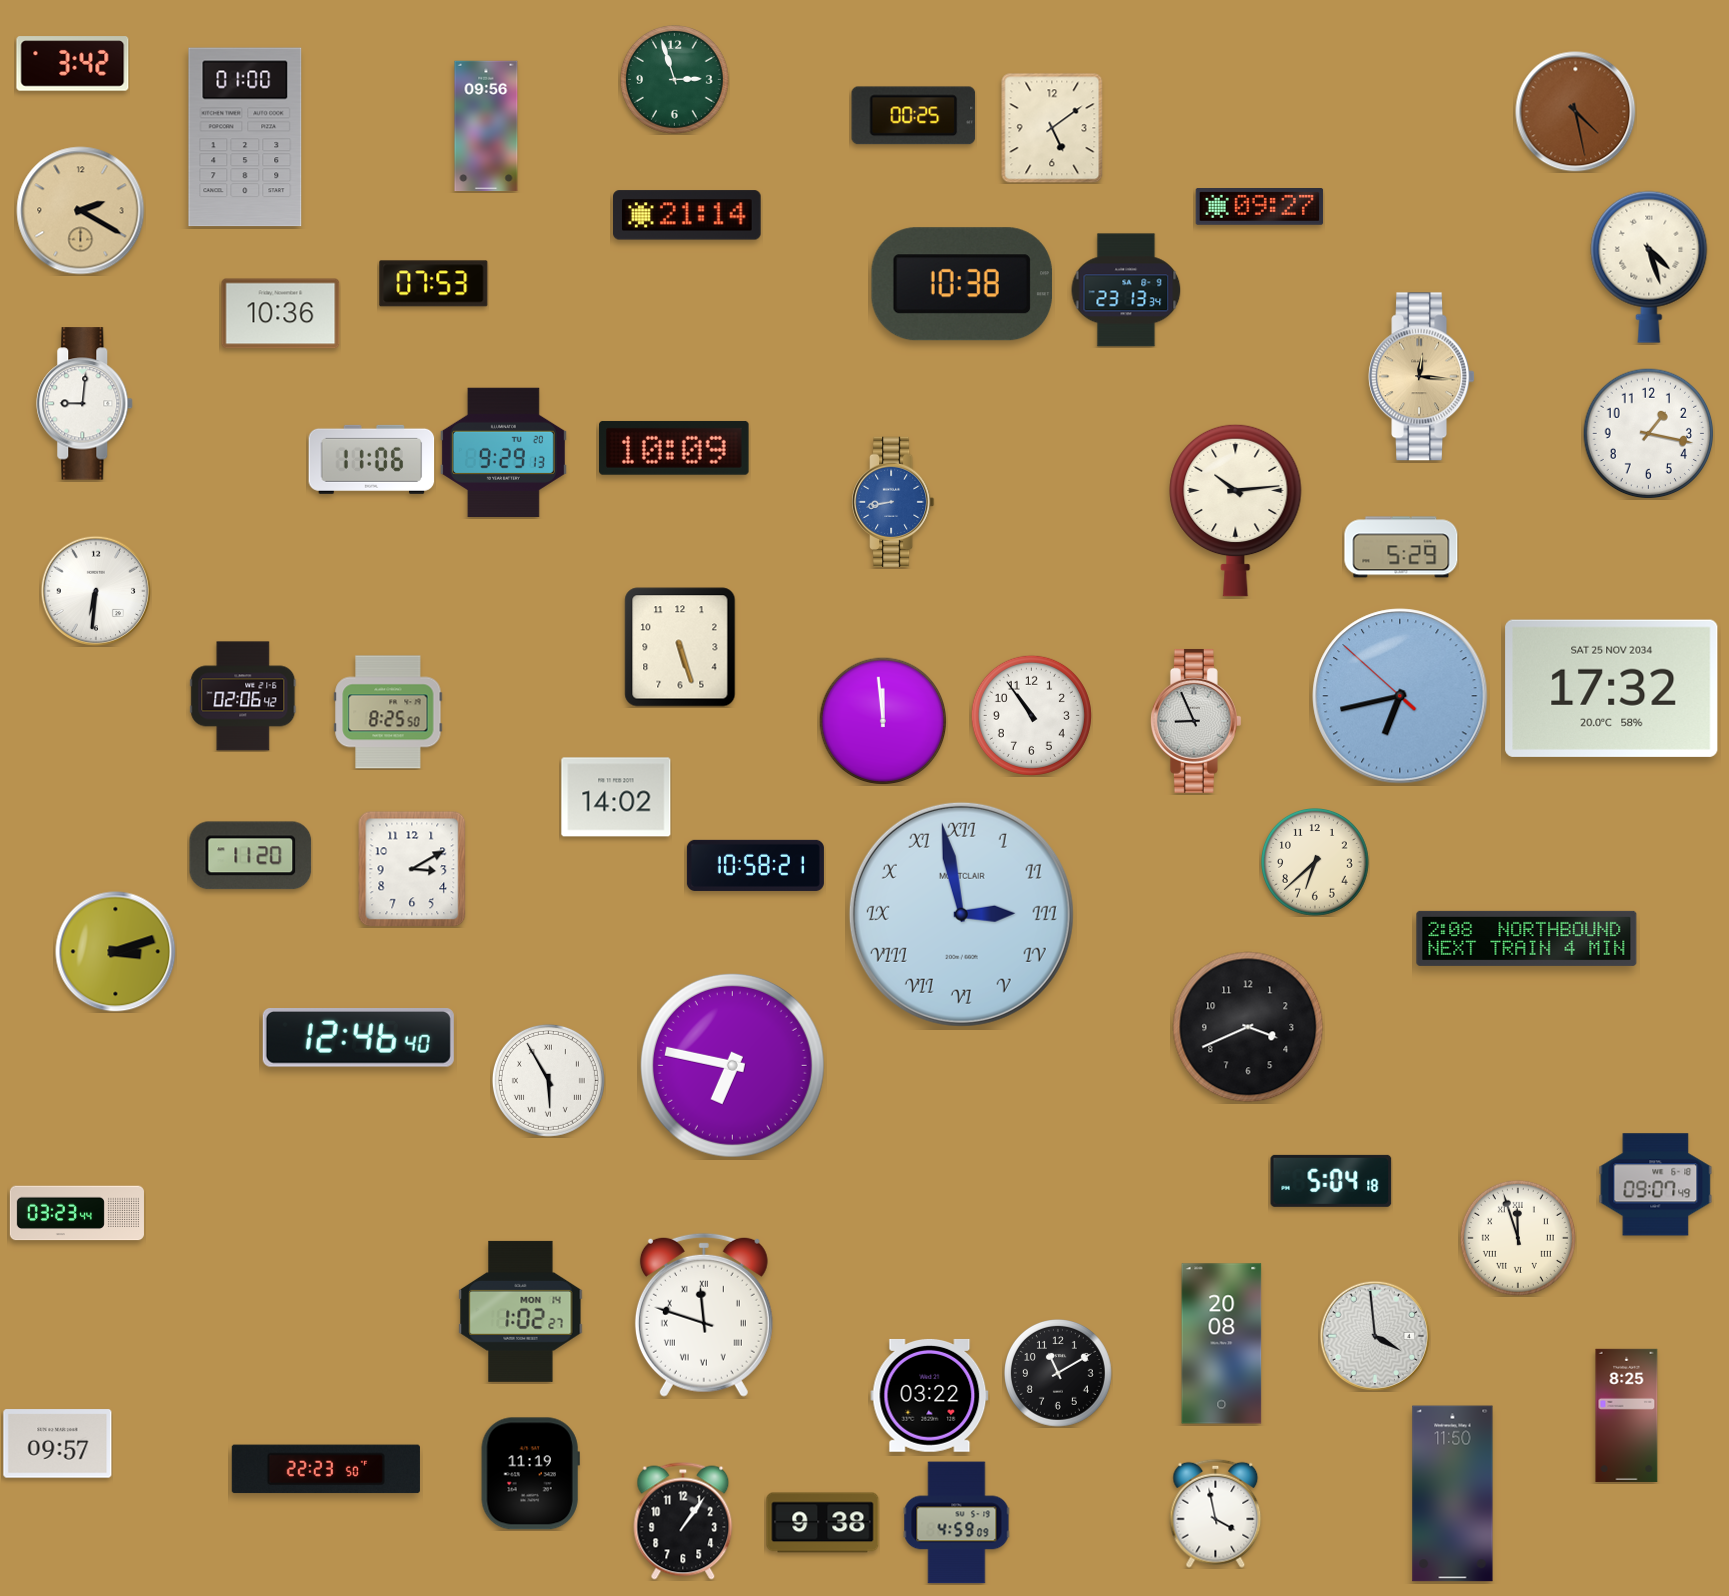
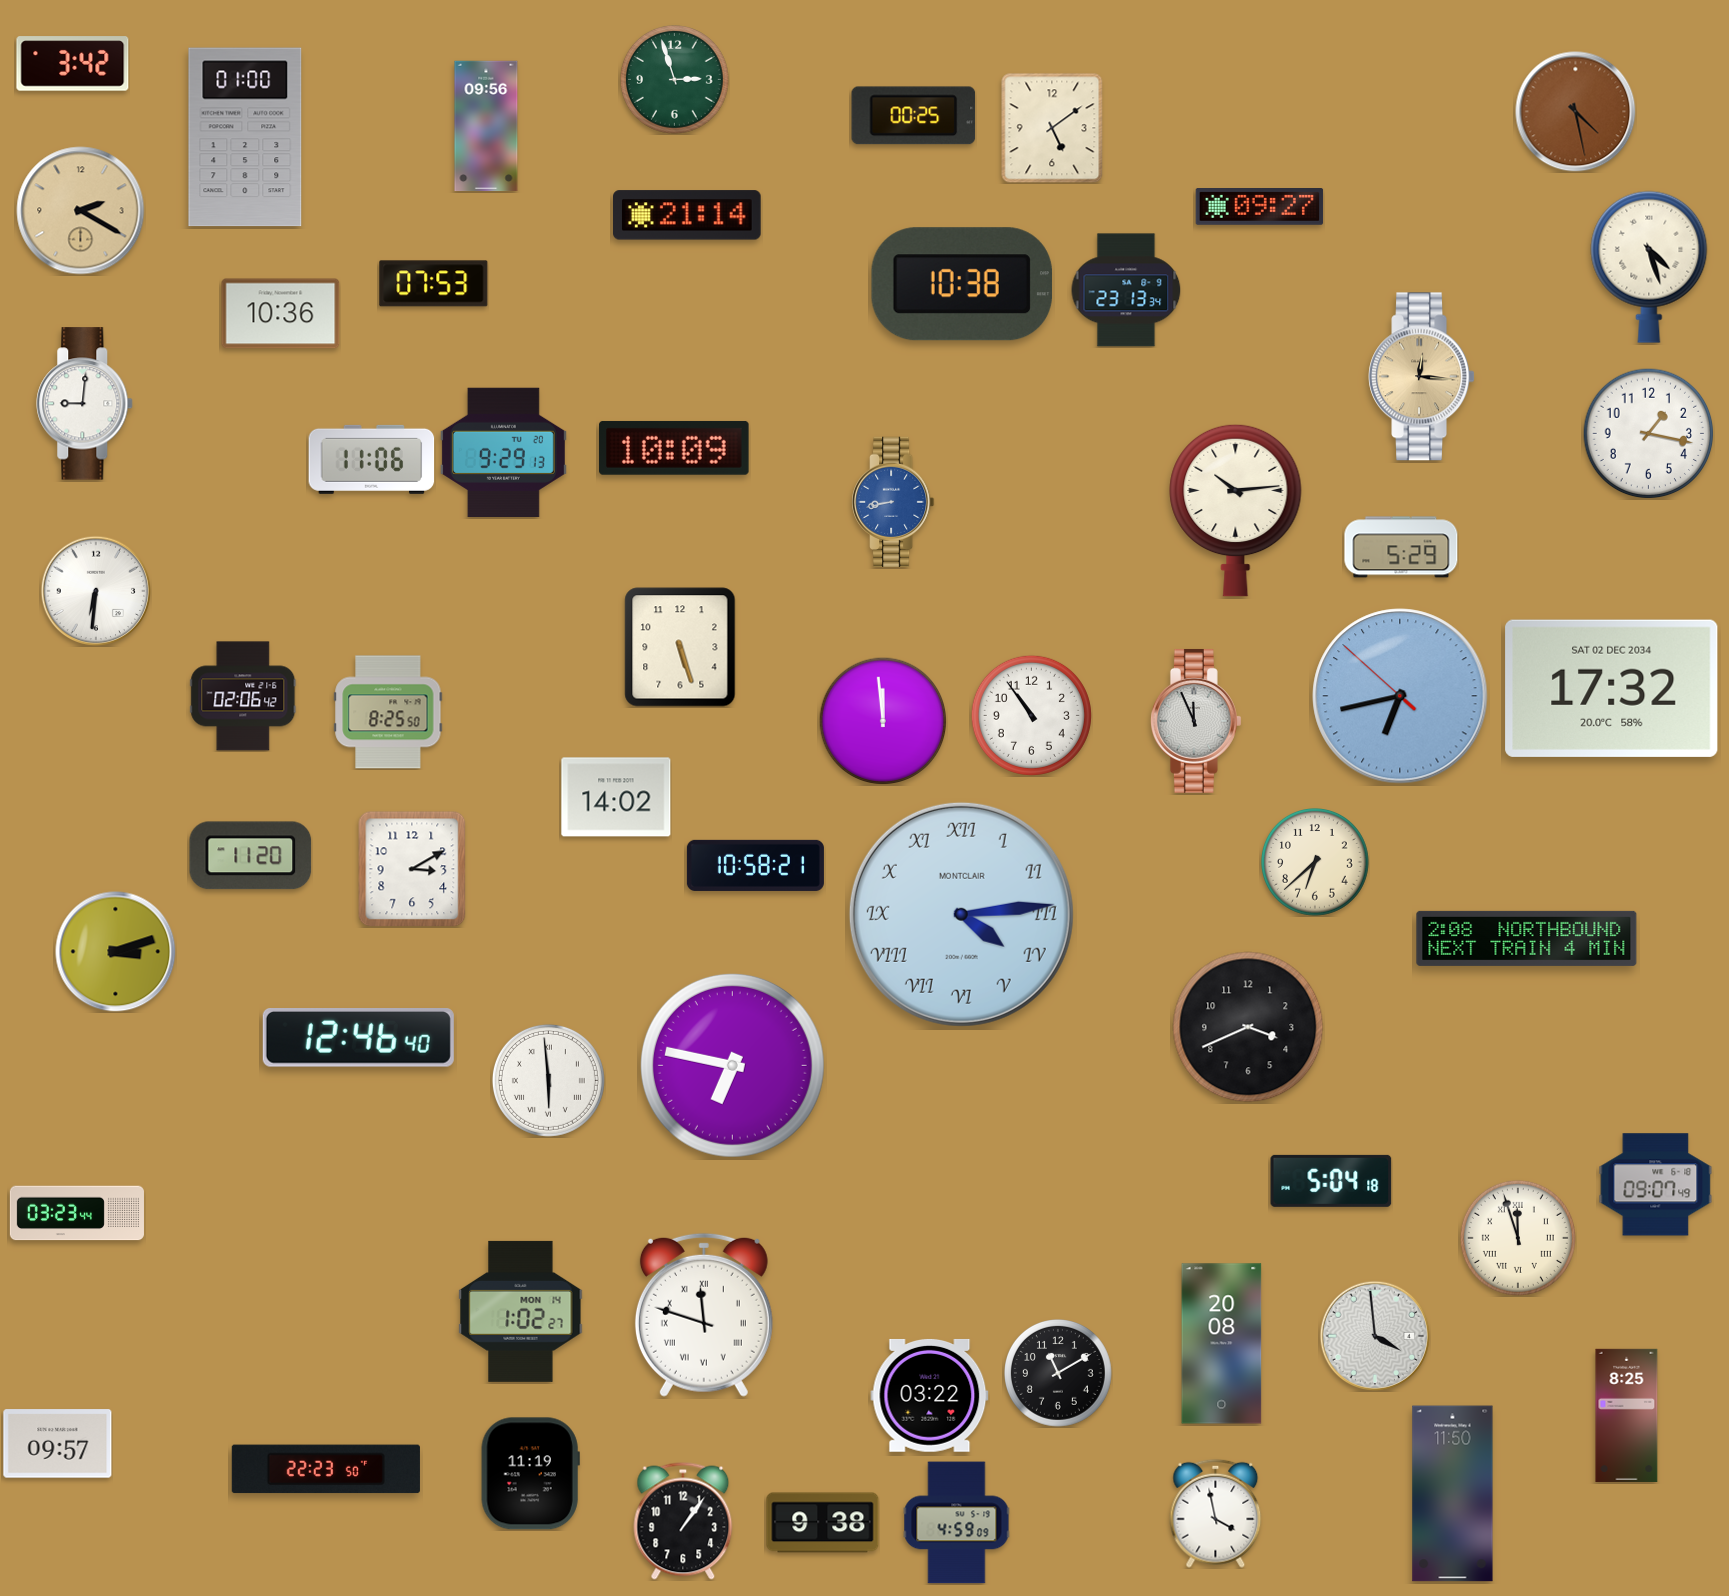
clock at (1612, 688) date: SAT 25 NOV 2034 -> SAT 02 DEC 2034
clock at (1196, 721): 8:56 -> 11:56
clock at (961, 914): 2:58 -> 4:14
clock at (548, 1080): 5:55 -> 5:59
